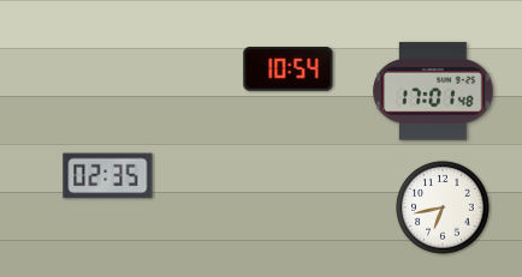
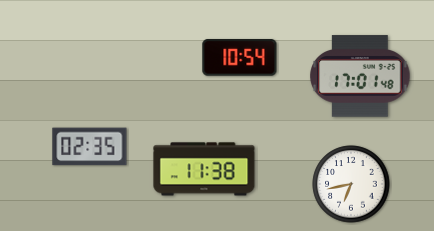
clock at (204, 169): none -> 11:38
clock at (443, 207) position: (443, 207) -> (351, 184)
